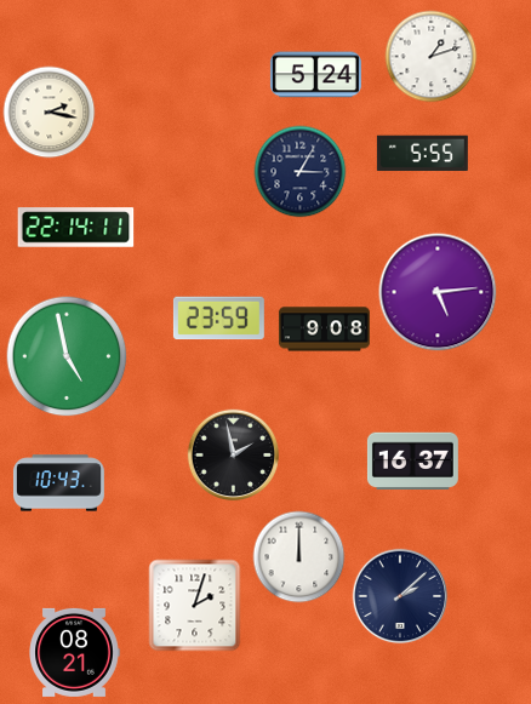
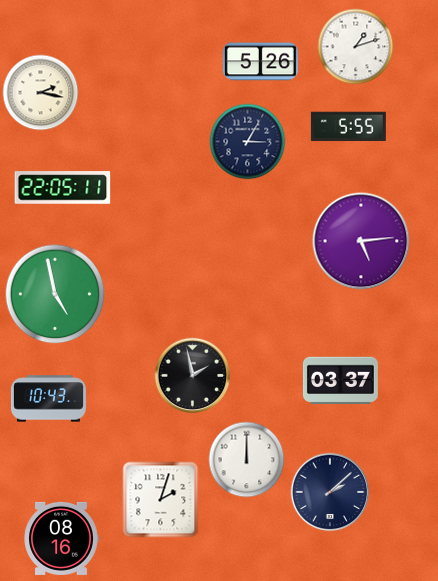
clock at (315, 75): 5:24 -> 5:26
clock at (76, 228): 22:14 -> 22:05
clock at (218, 319): 23:59 -> none
clock at (324, 330): 9:08 -> none
clock at (412, 460): 16:37 -> 03:37
clock at (74, 652): 08:21 -> 08:16
